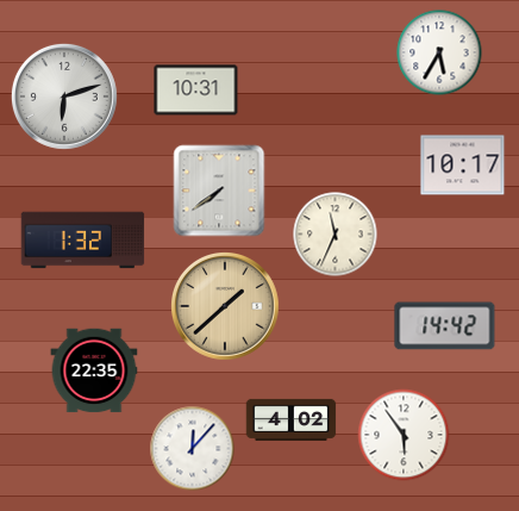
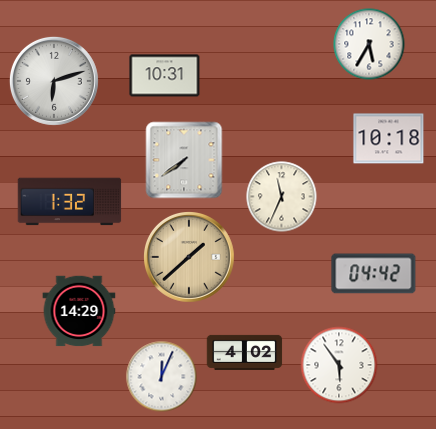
clock at (463, 166): 10:17 -> 10:18
clock at (445, 326): 14:42 -> 04:42
clock at (94, 370): 22:35 -> 14:29
clock at (193, 449): 12:07 -> 12:04
